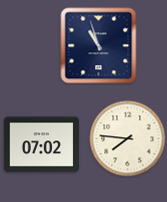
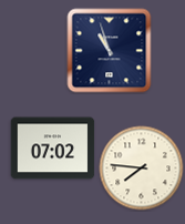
clock at (128, 139) position: (128, 139) -> (142, 169)
clock at (42, 145) position: (42, 145) -> (53, 149)
